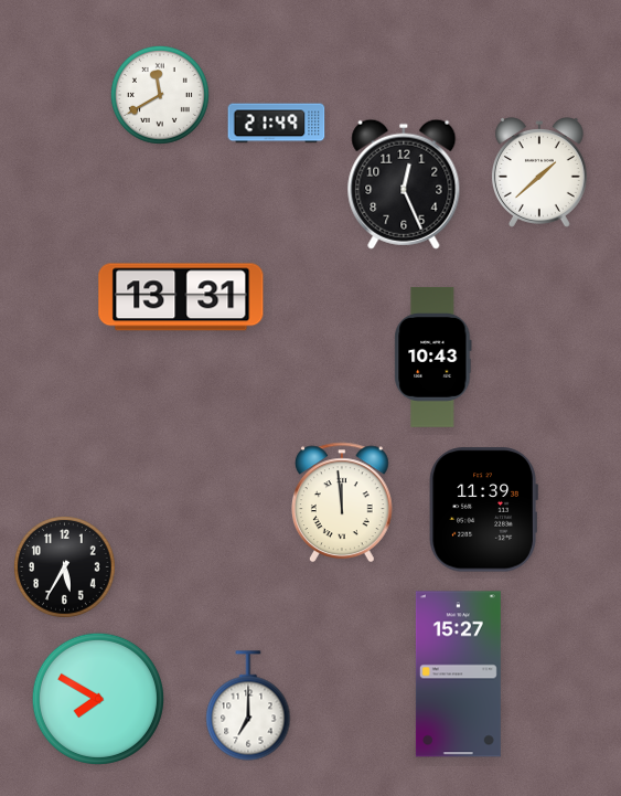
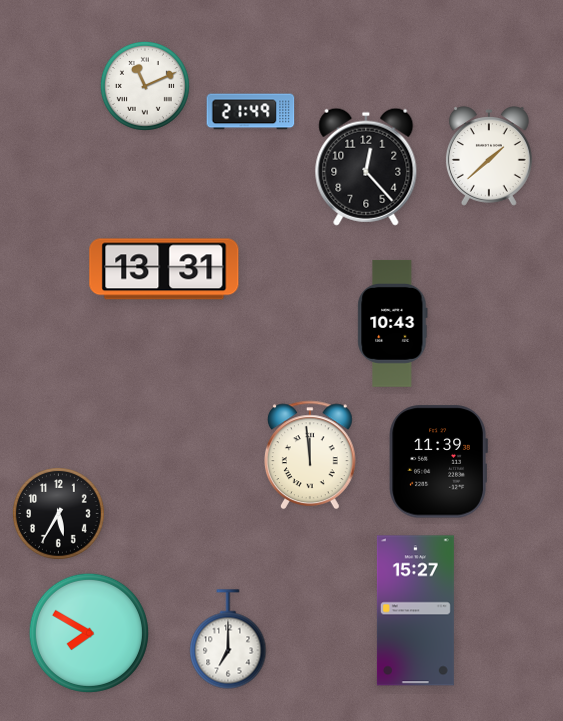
clock at (160, 95): 11:40 -> 11:11
clock at (404, 184): 12:26 -> 12:23
clock at (248, 705) position: (248, 705) -> (228, 639)
